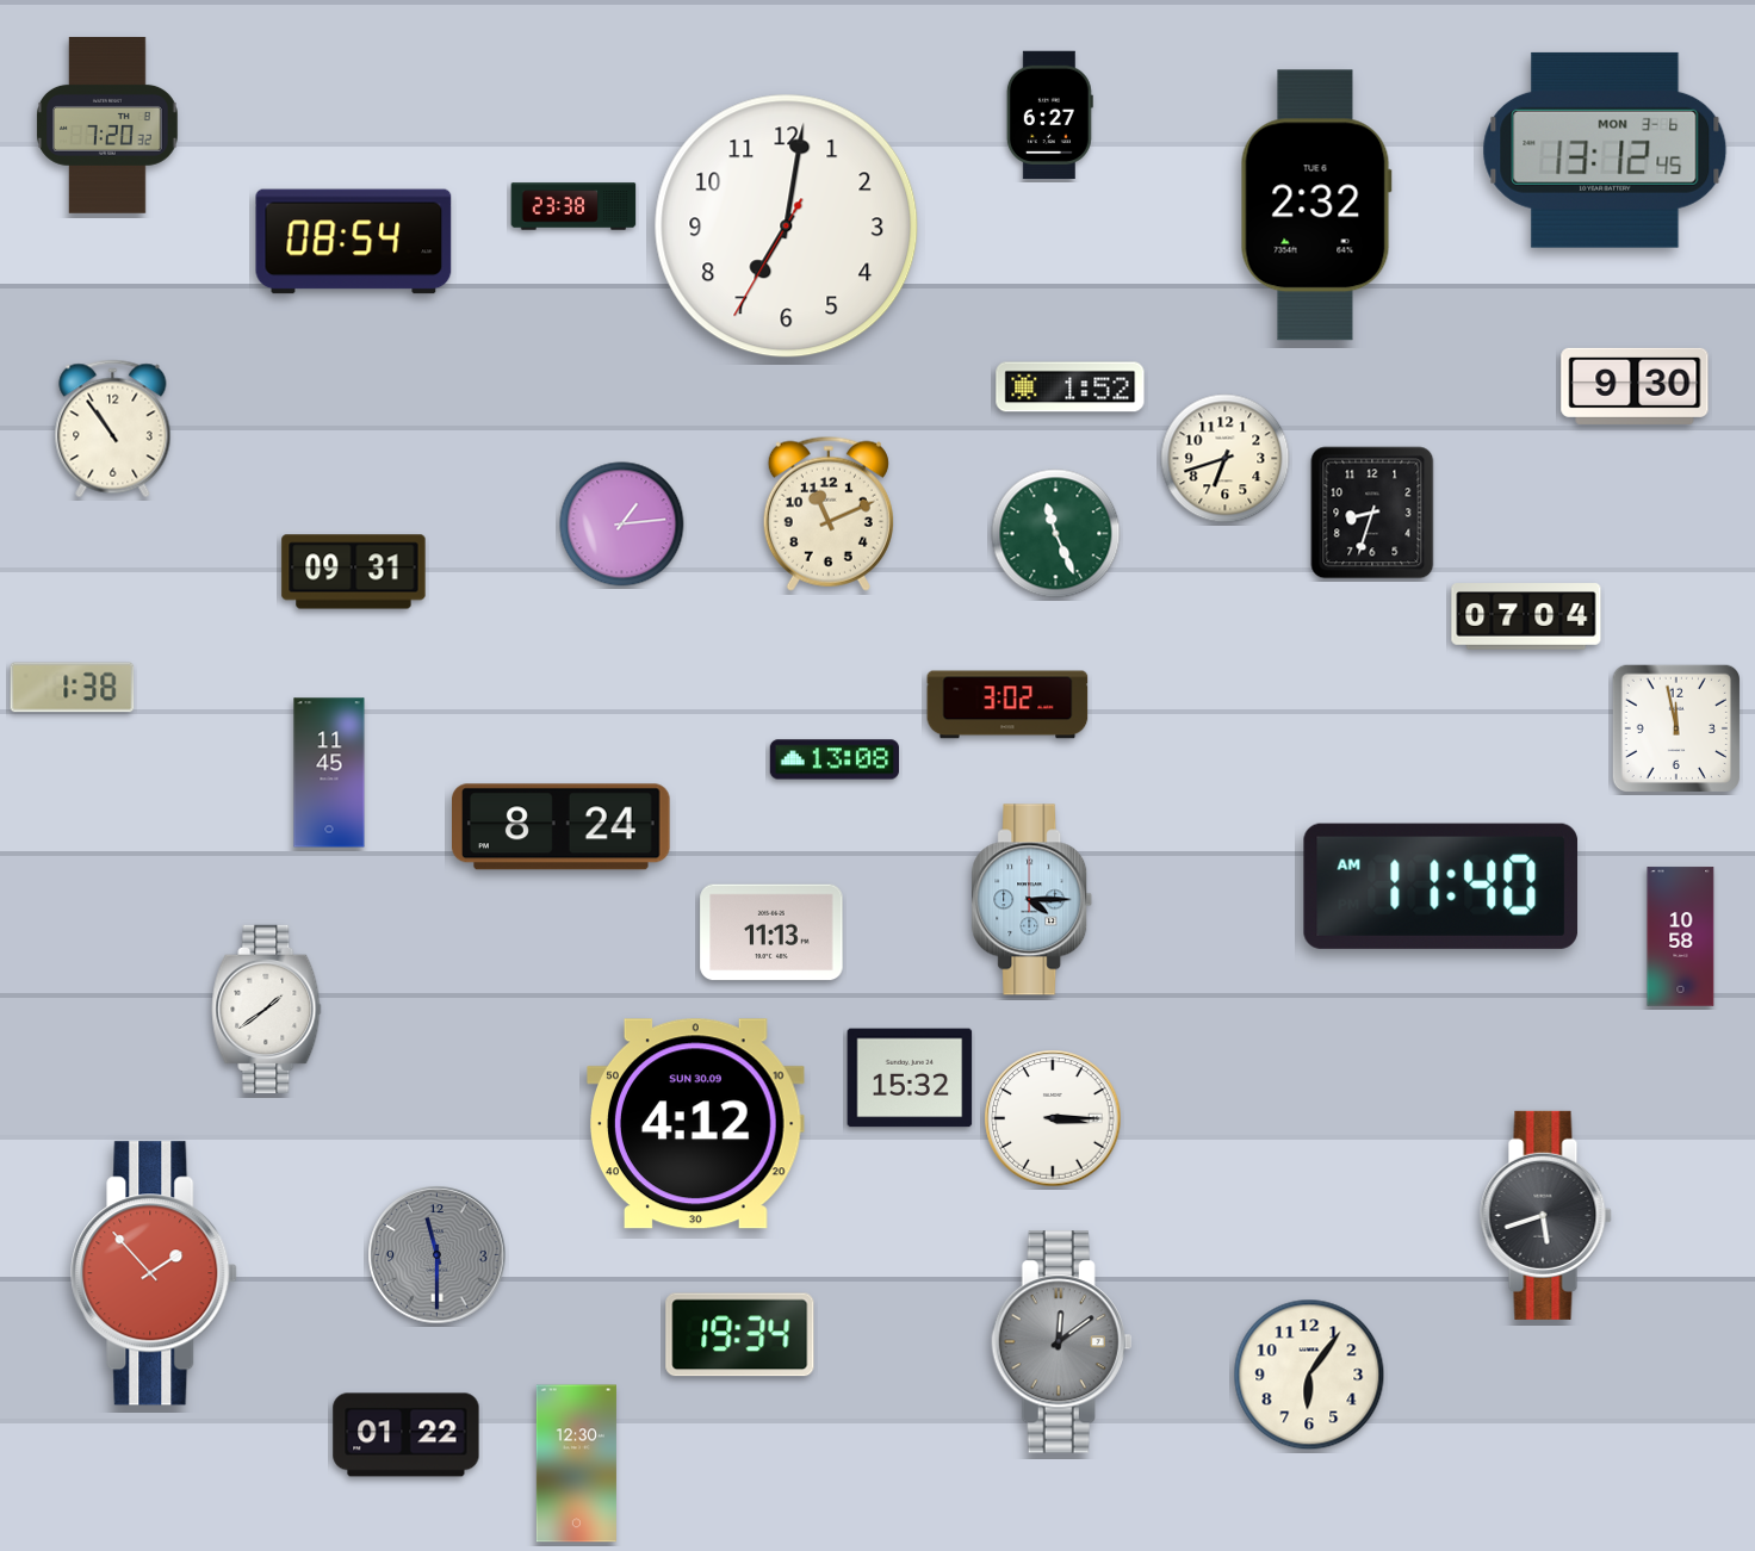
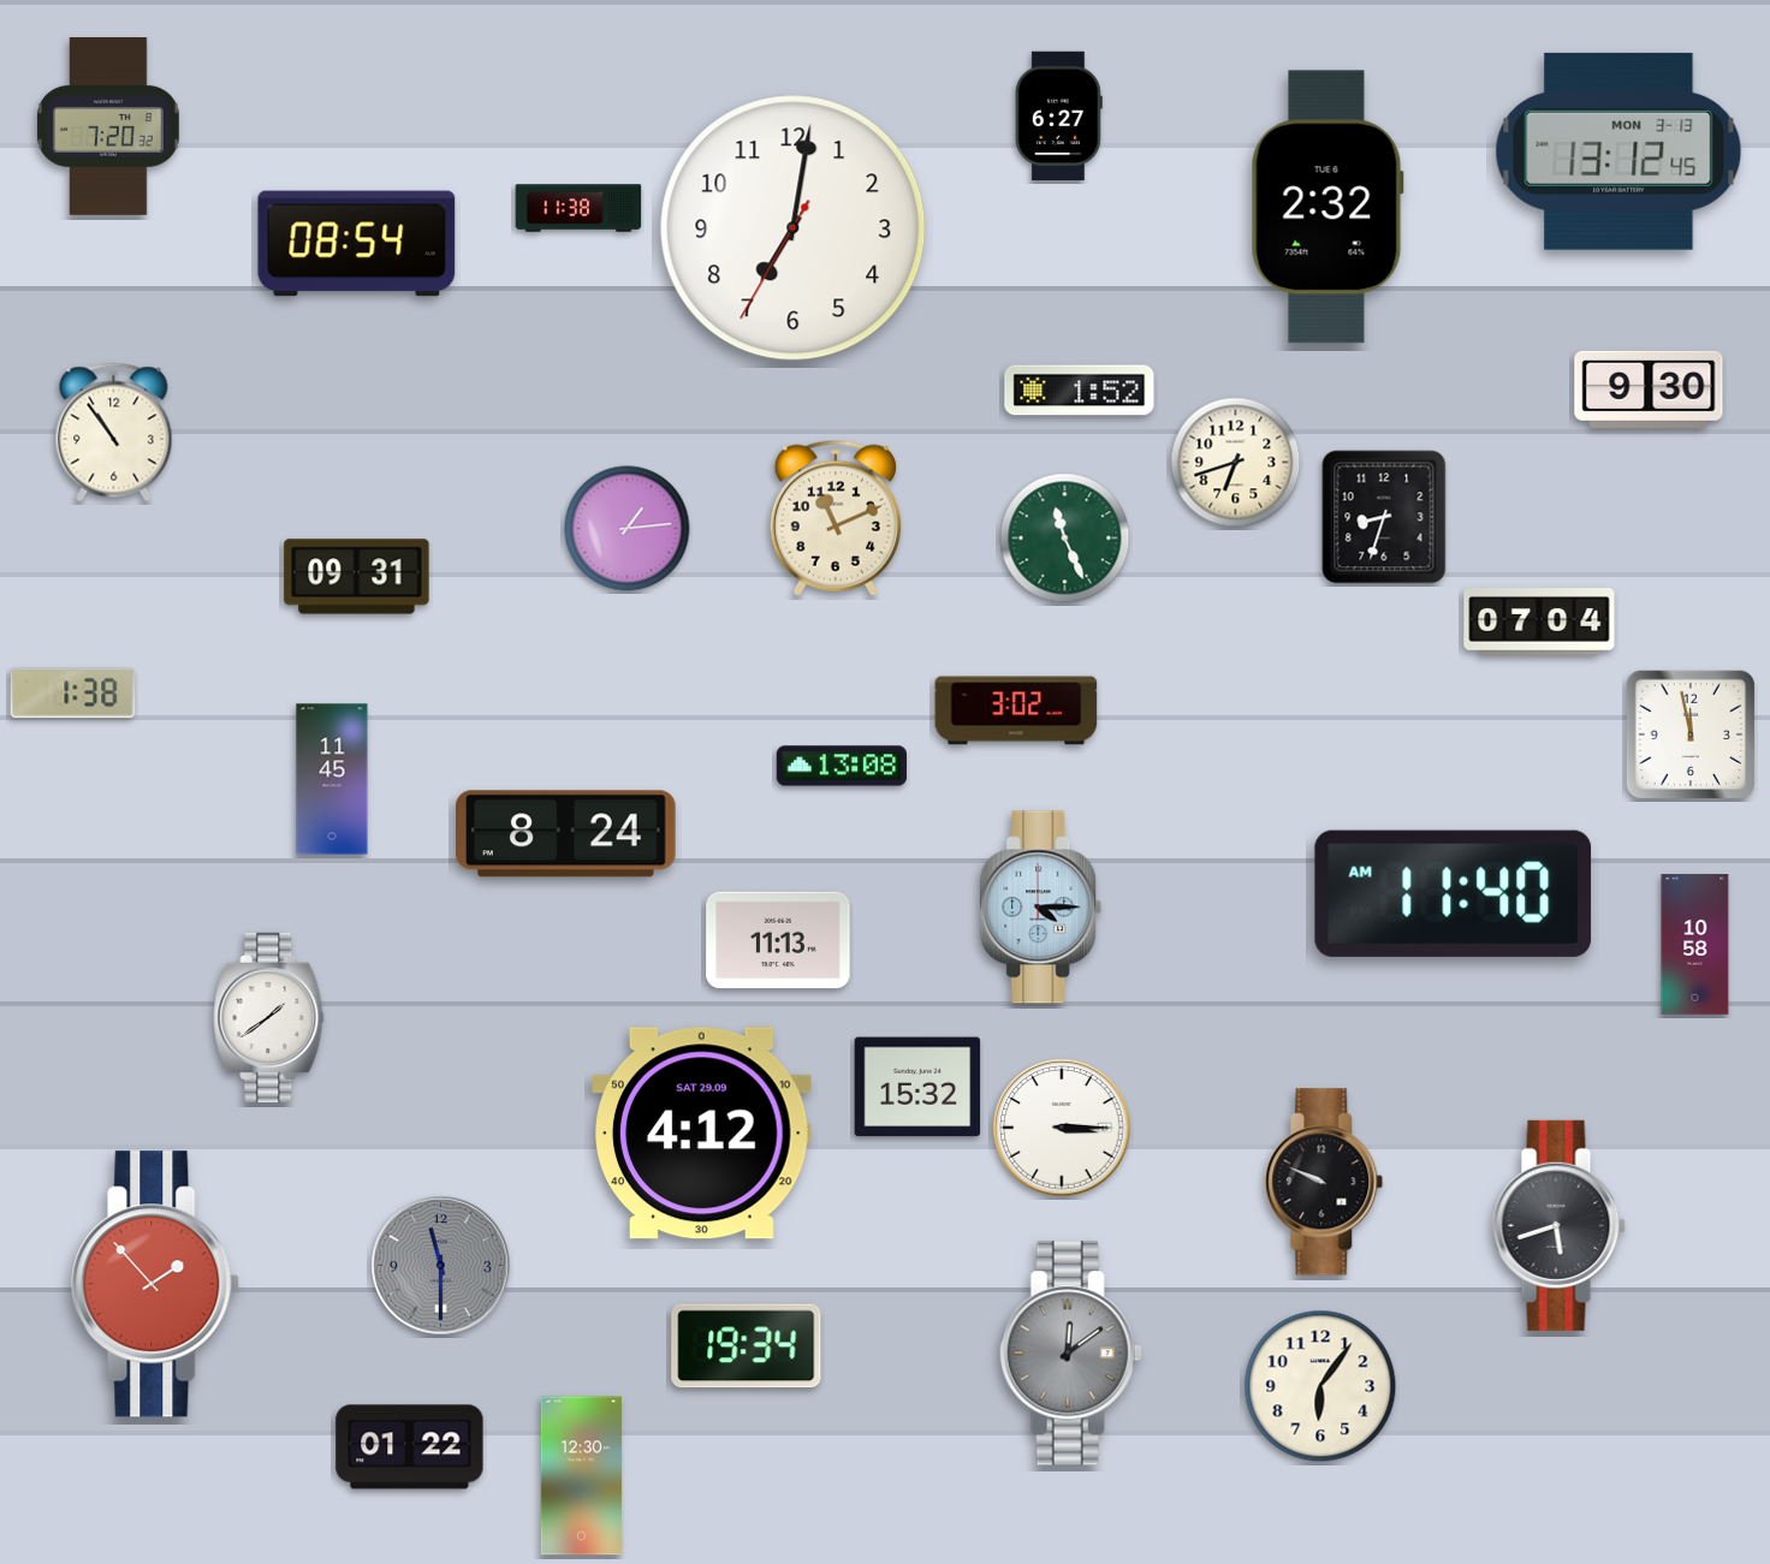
clock at (1605, 150) date: MON 3-6 -> MON 3-13
clock at (573, 206): 23:38 -> 11:38
clock at (696, 1124) date: SUN 30.09 -> SAT 29.09
clock at (1324, 1182): none -> 9:49
